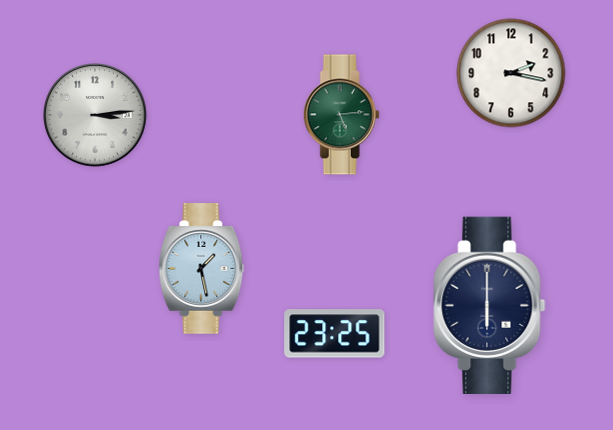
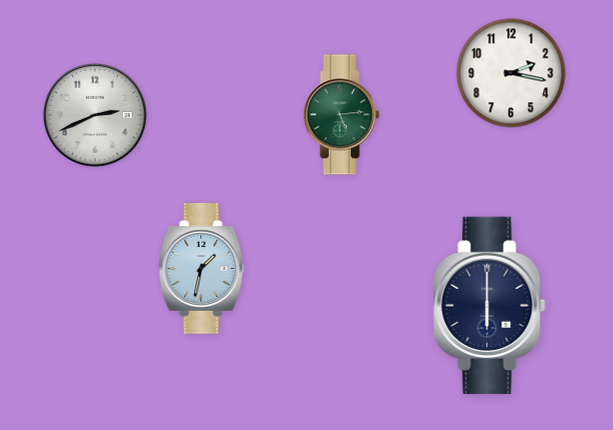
clock at (95, 115): 3:14 -> 2:41
clock at (202, 269): 1:28 -> 1:32
clock at (335, 334): 23:25 -> none
